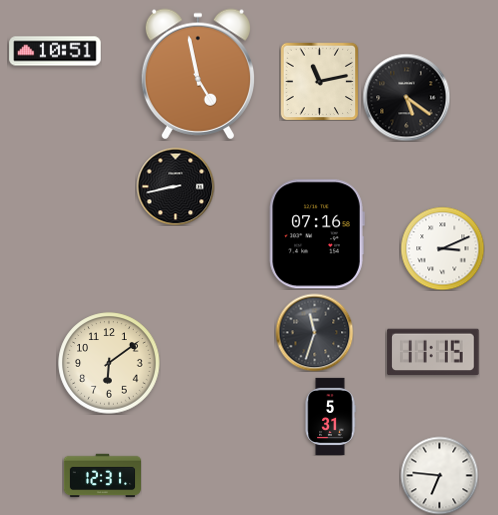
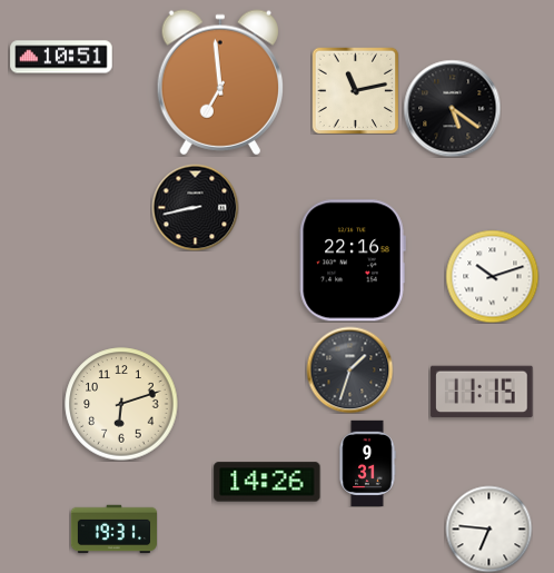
clock at (197, 74): 4:58 -> 6:59
clock at (317, 234): 07:16 -> 22:16
clock at (442, 248): 3:11 -> 10:12
clock at (314, 332): 11:33 -> 1:33
clock at (109, 363): 6:09 -> 6:12
clock at (330, 416): 5:31 -> 9:31
clock at (267, 482): none -> 14:26
clock at (102, 476): 12:31 -> 19:31
